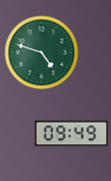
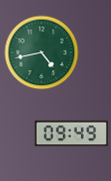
clock at (42, 53): 4:48 -> 4:43
